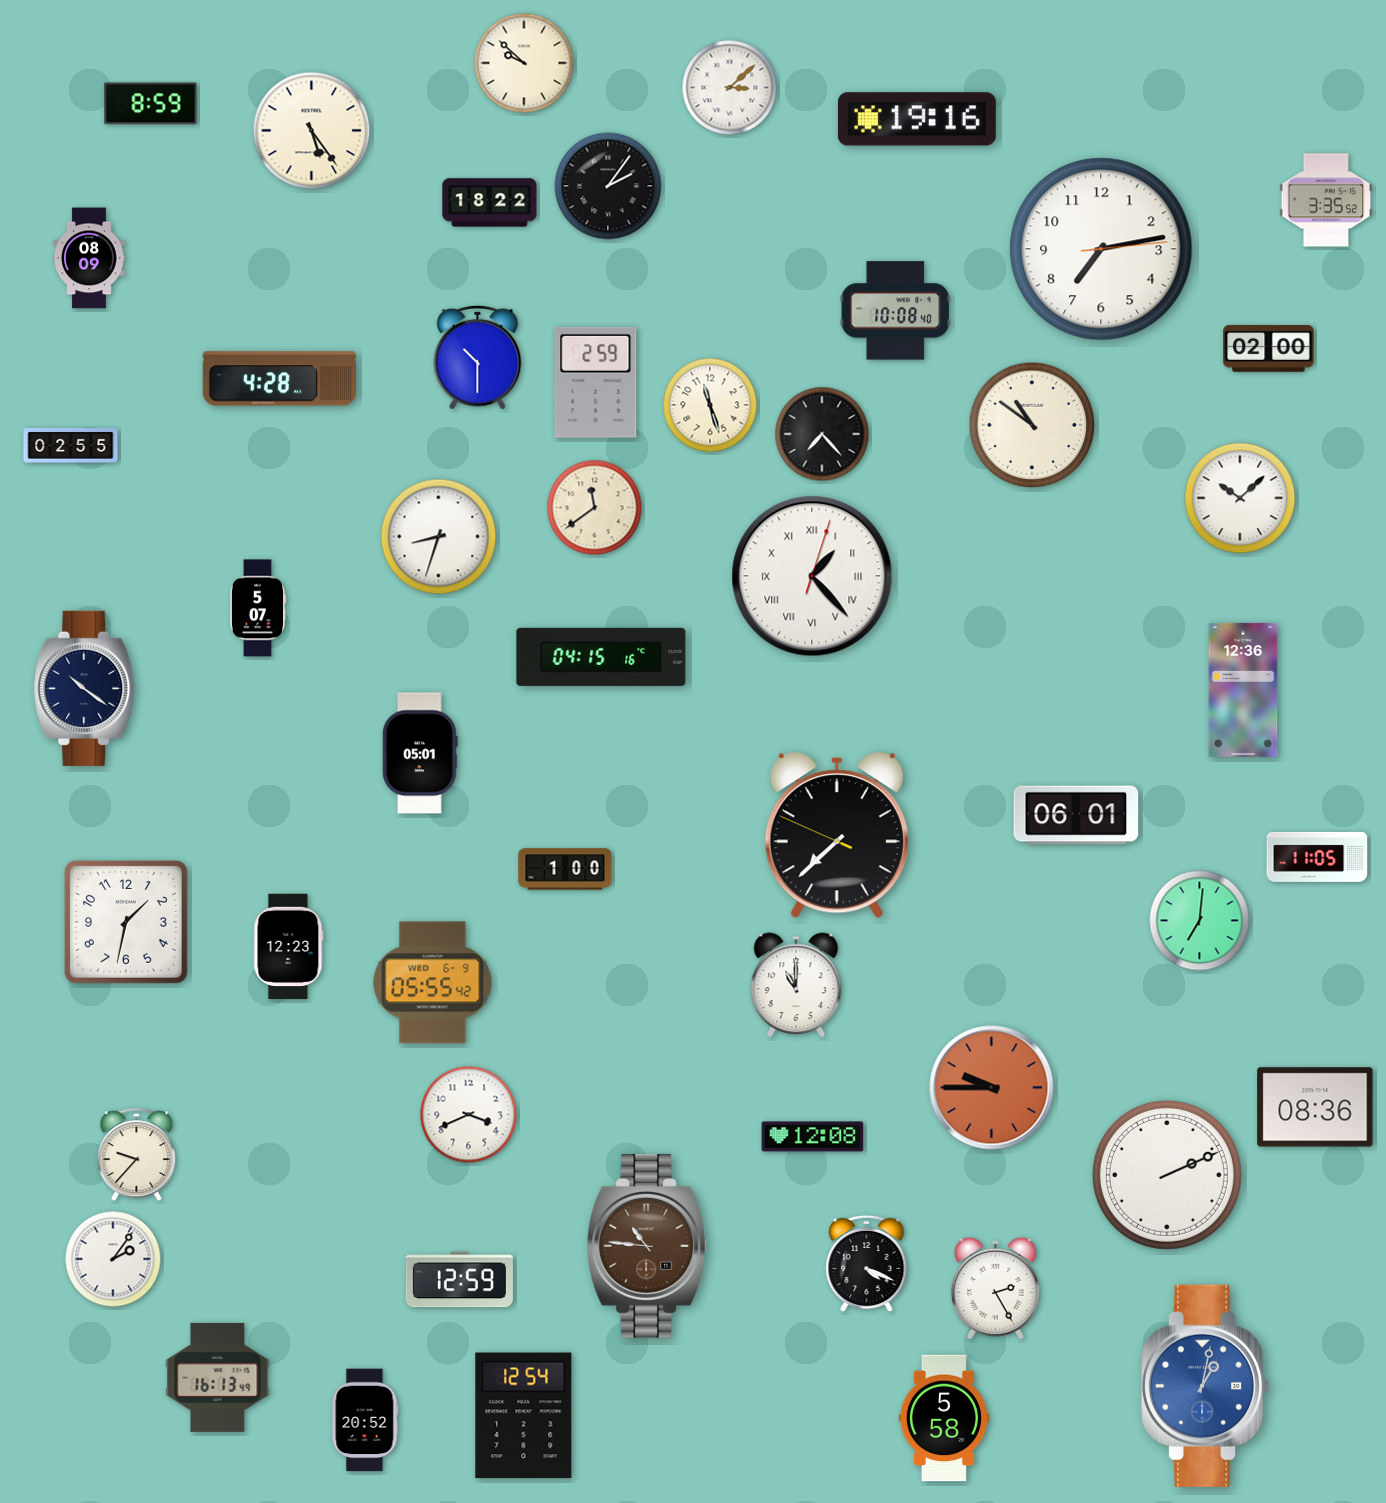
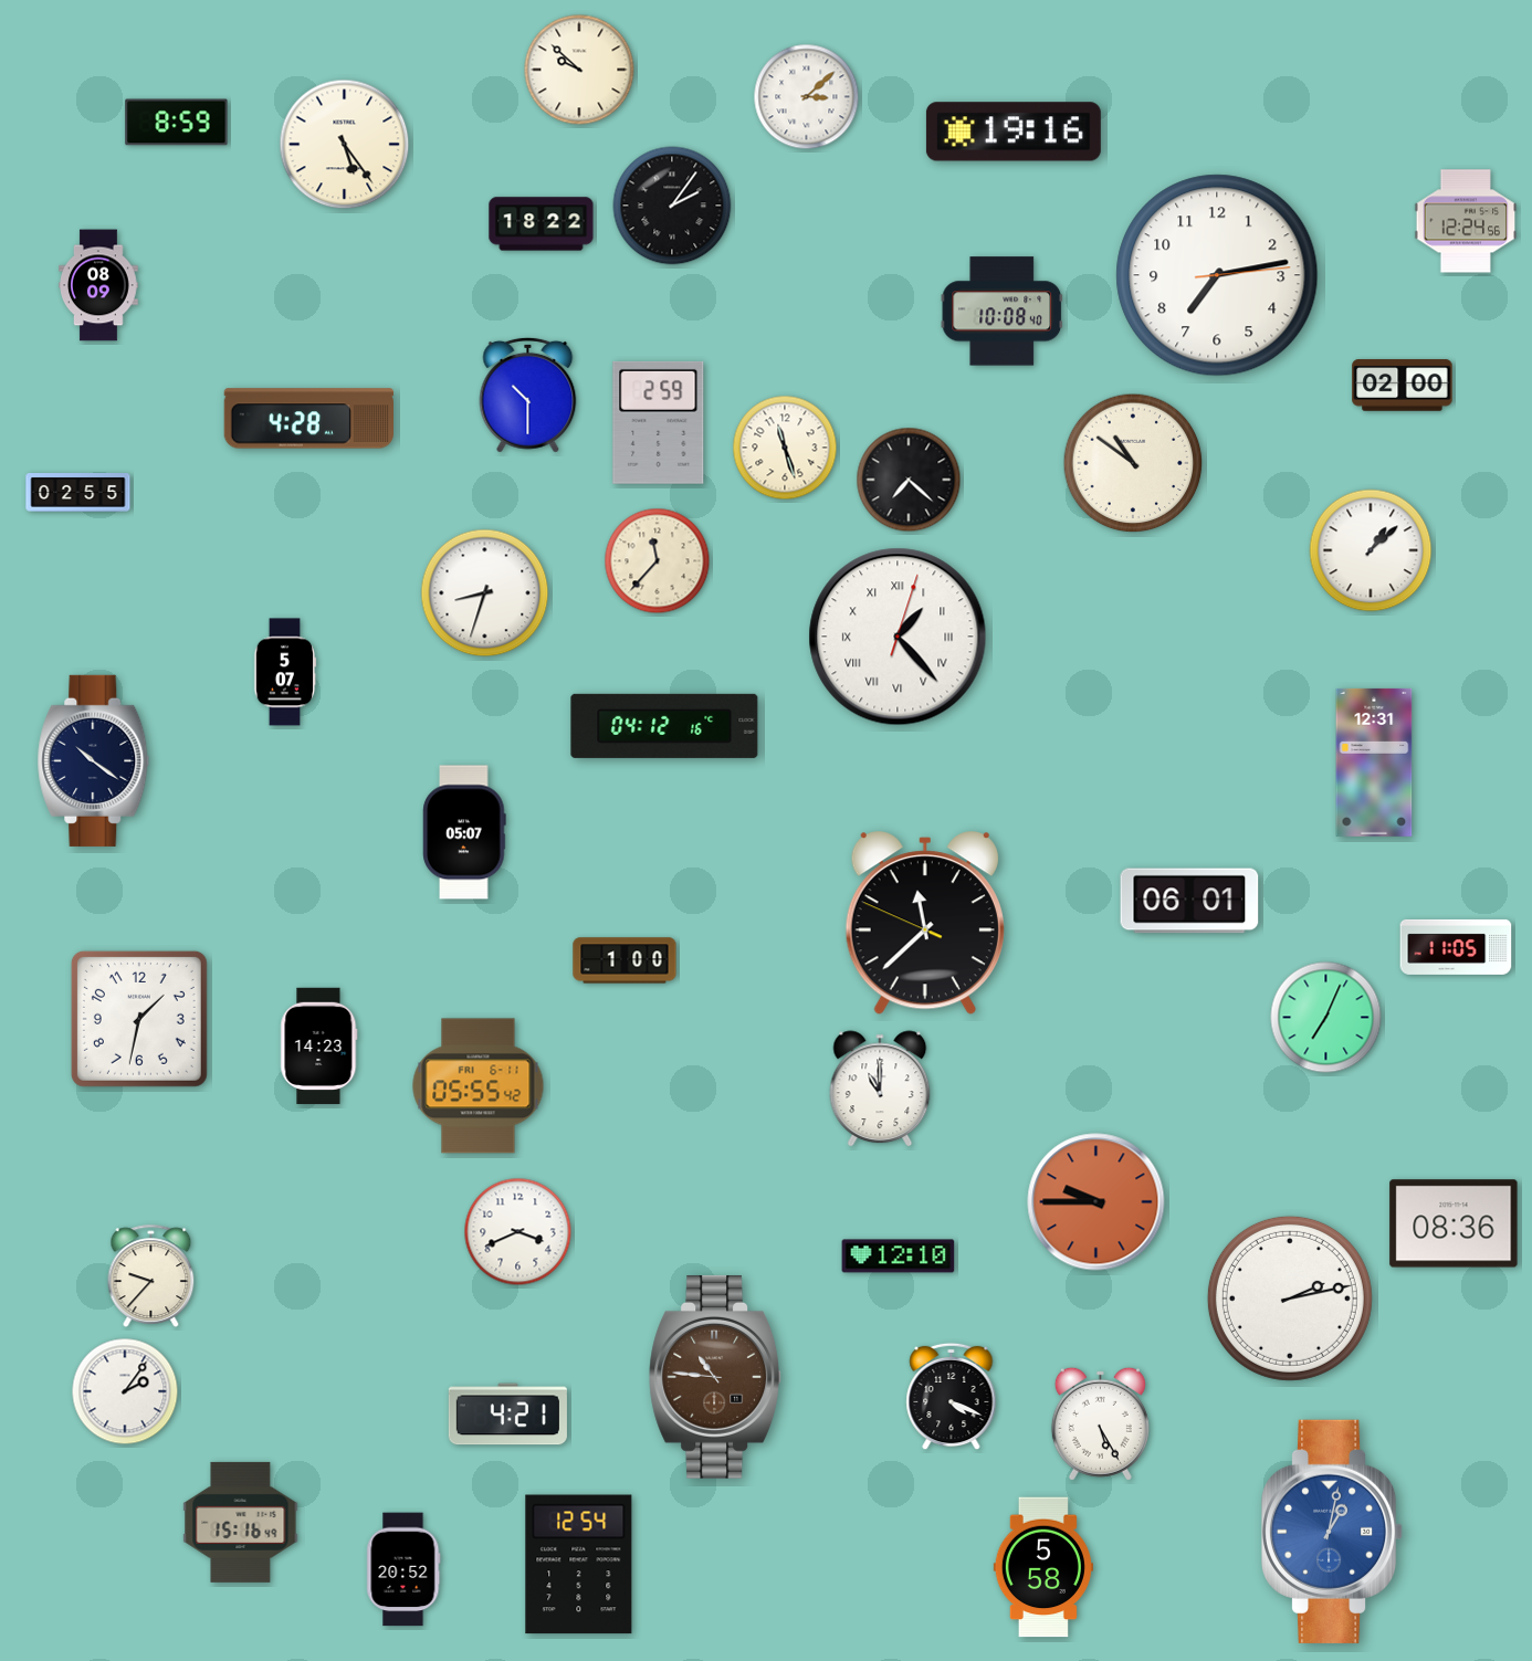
clock at (151, 104) position: (151, 104) -> (177, 123)
clock at (1326, 200): 3:35 -> 12:24
clock at (896, 311) position: (896, 311) -> (1003, 312)
clock at (1032, 425) position: (1032, 425) -> (1133, 463)
clock at (822, 434): 7:23 -> 7:22
clock at (1240, 498): 10:08 -> 1:08
clock at (595, 508): 11:39 -> 11:37
clock at (601, 657): 04:15 -> 04:12
clock at (1243, 690): 12:36 -> 12:31
clock at (420, 753): 05:01 -> 05:07
clock at (837, 836): 7:37 -> 11:37
clock at (1200, 921): 7:01 -> 7:04
clock at (289, 947): 12:23 -> 14:23
clock at (433, 983) date: WED 6-9 -> FRI 6-11
clock at (813, 1137): 12:08 -> 12:10
clock at (1167, 1175): 2:11 -> 2:13
clock at (867, 1264) position: (867, 1264) -> (952, 1397)
clock at (459, 1280): 12:59 -> 4:21
clock at (995, 1288): 2:25 -> 5:25
clock at (218, 1377): 16:13 -> 15:16
